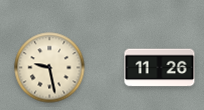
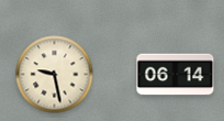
clock at (160, 68): 11:26 -> 06:14
